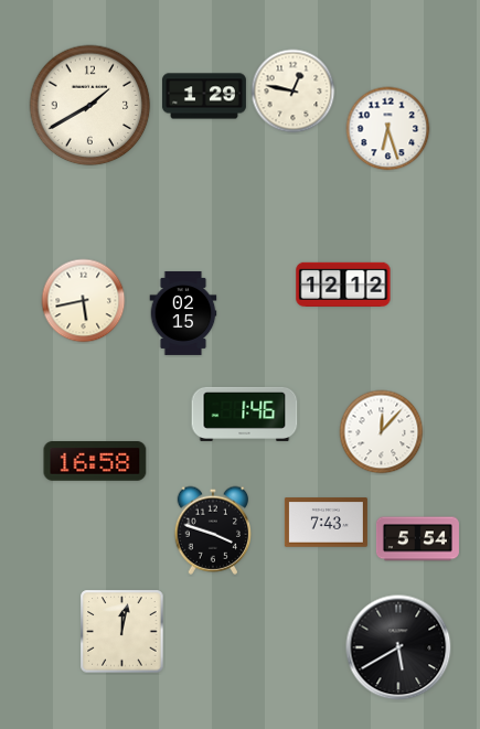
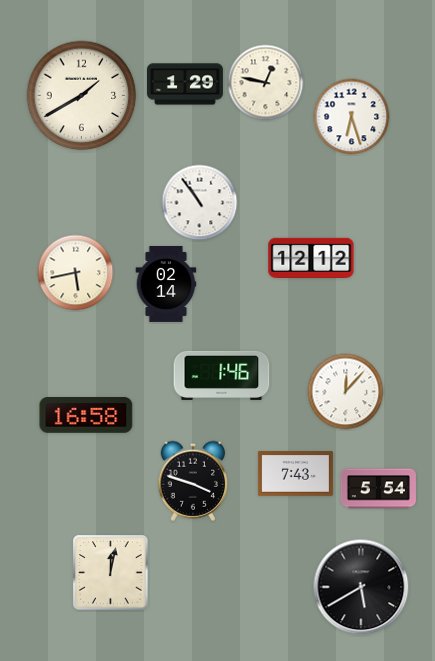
clock at (204, 96) position: (204, 96) -> (185, 84)
clock at (200, 203): none -> 10:54
clock at (183, 313): 02:15 -> 02:14
clock at (95, 462) position: (95, 462) -> (86, 416)
